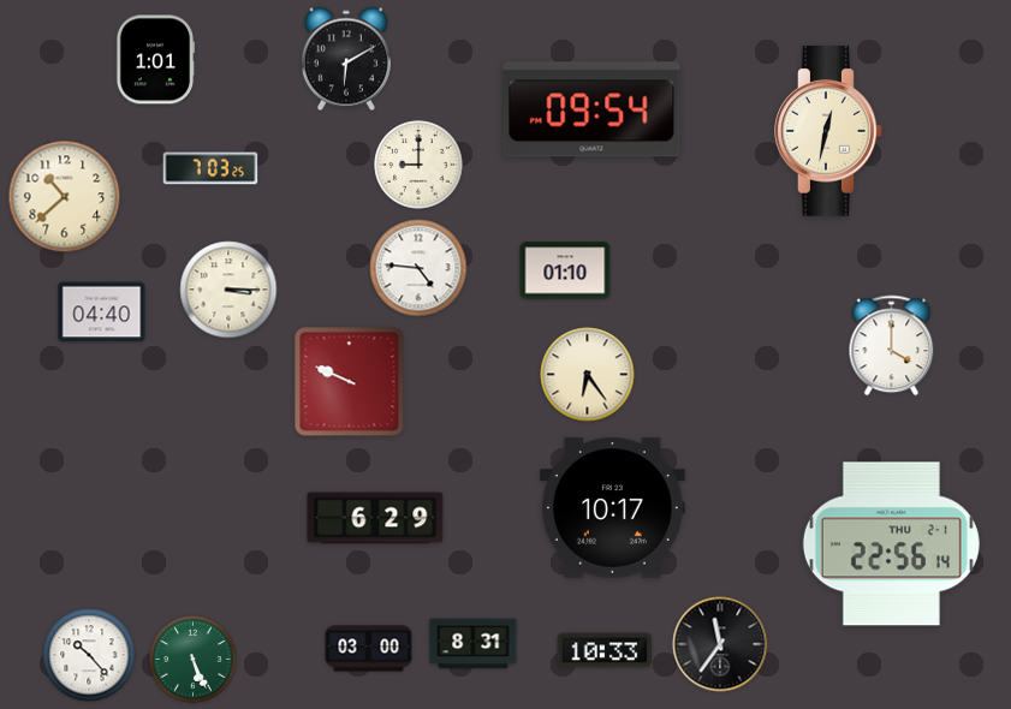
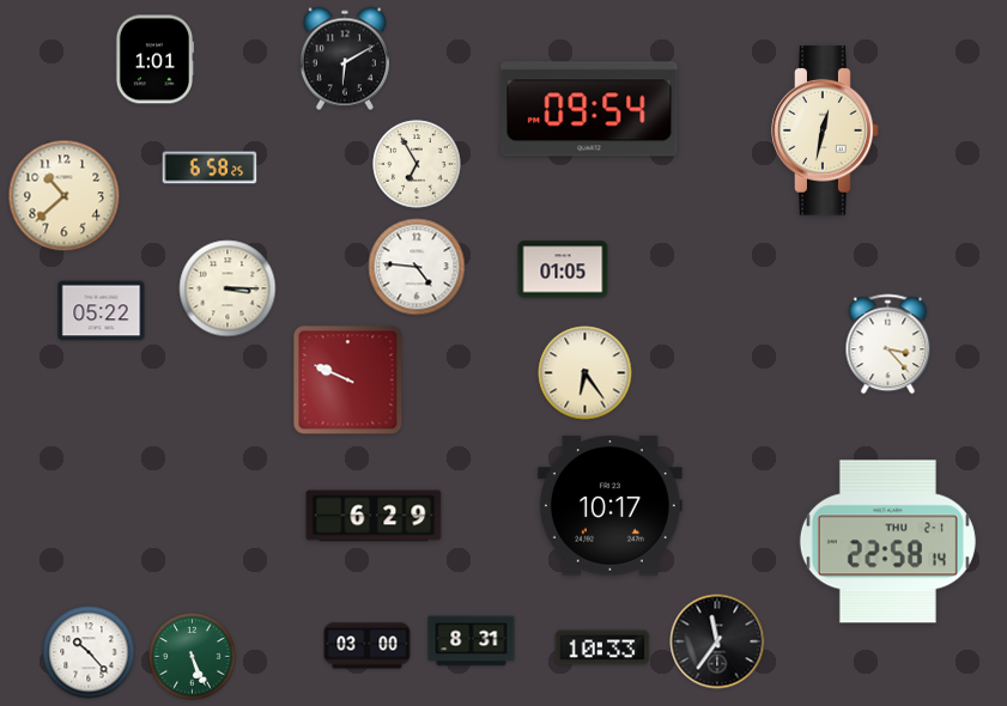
clock at (418, 165): 9:00 -> 6:55
clock at (210, 168): 7:03 -> 6:58
clock at (565, 270): 01:10 -> 01:05
clock at (102, 312): 04:40 -> 05:22
clock at (892, 346): 4:00 -> 3:23
clock at (891, 544): 22:56 -> 22:58
